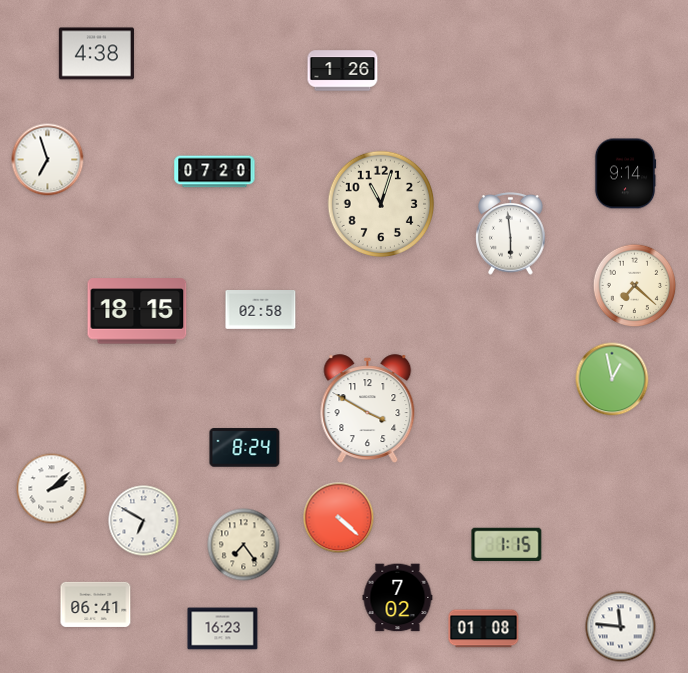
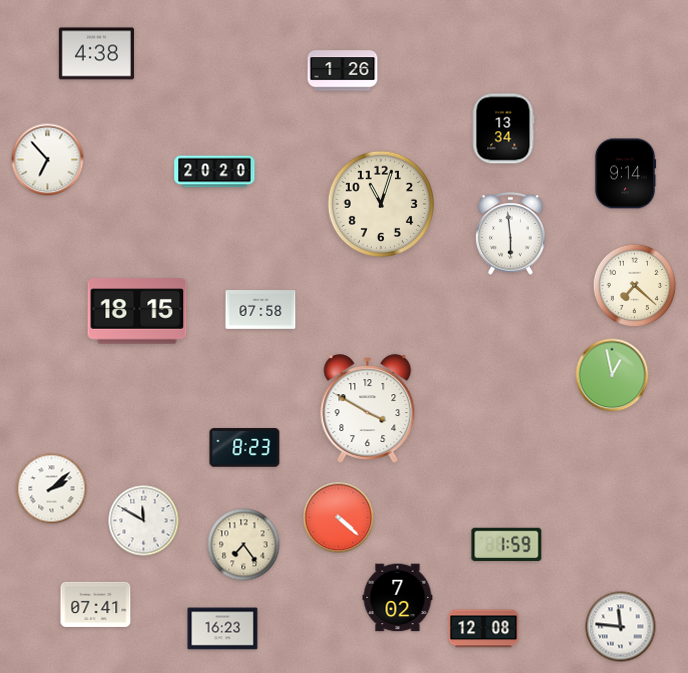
clock at (503, 129): none -> 13:34
clock at (48, 160): 6:57 -> 6:53
clock at (215, 172): 07:20 -> 20:20
clock at (261, 310): 02:58 -> 07:58
clock at (612, 379) position: (612, 379) -> (612, 375)
clock at (245, 448): 8:24 -> 8:23
clock at (144, 521): 6:50 -> 11:50
clock at (507, 545): 1:15 -> 1:59
clock at (96, 604): 06:41 -> 07:41
clock at (484, 629): 01:08 -> 12:08
